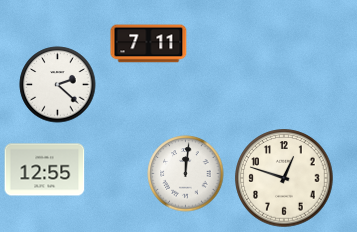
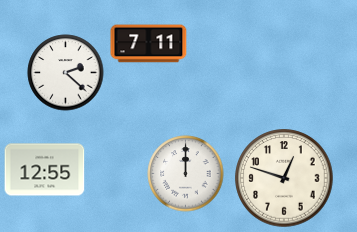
clock at (58, 85) position: (58, 85) -> (66, 73)
clock at (186, 174): 12:01 -> 12:00
